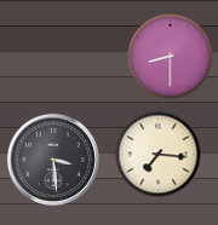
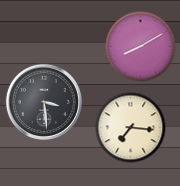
clock at (171, 57): 8:30 -> 8:10
clock at (53, 160) position: (53, 160) -> (44, 102)
